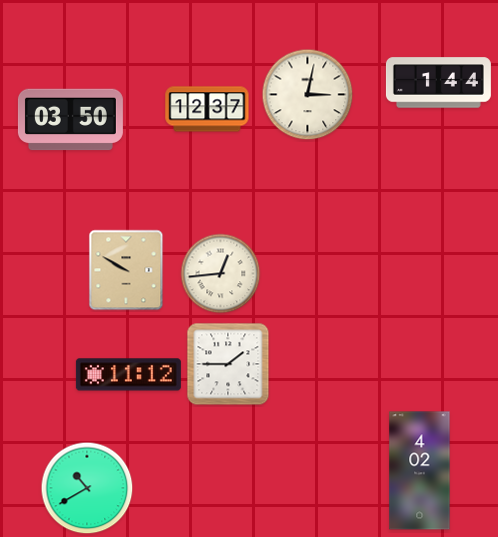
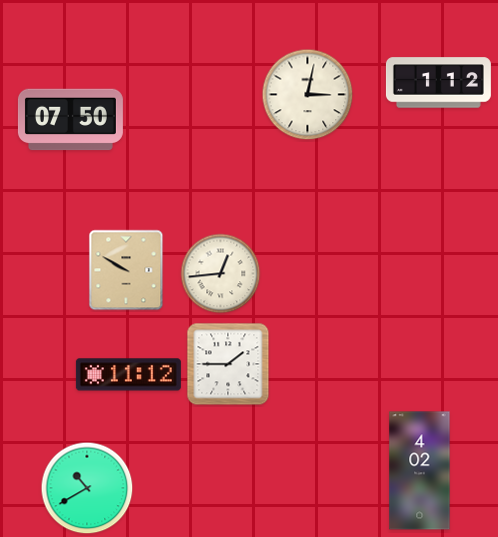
clock at (438, 83): 1:44 -> 1:12
clock at (207, 109): 12:37 -> none
clock at (70, 120): 03:50 -> 07:50
